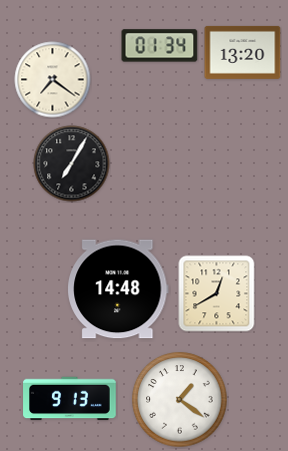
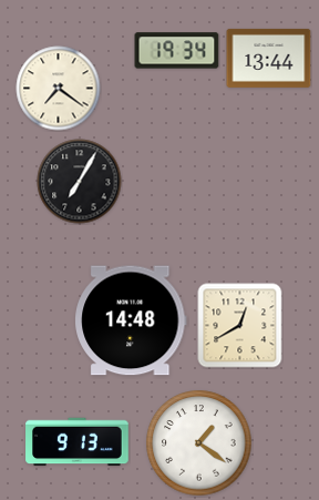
clock at (160, 46): 01:34 -> 19:34
clock at (243, 52): 13:20 -> 13:44
